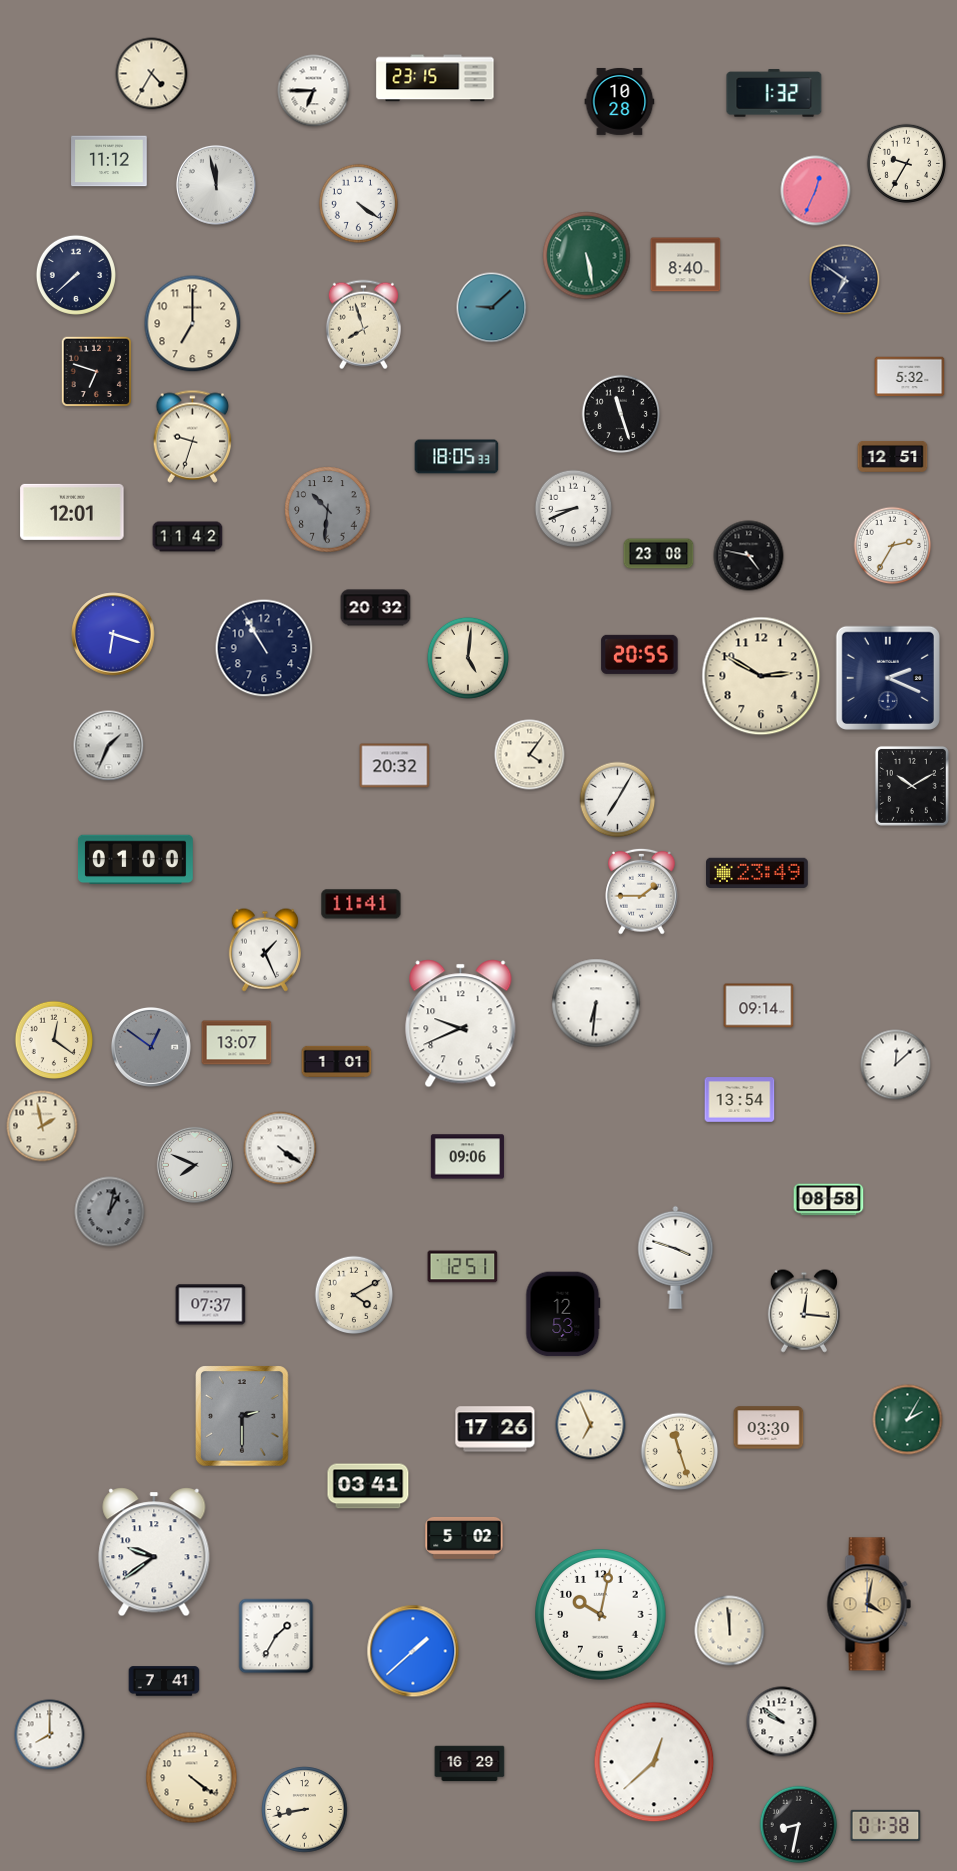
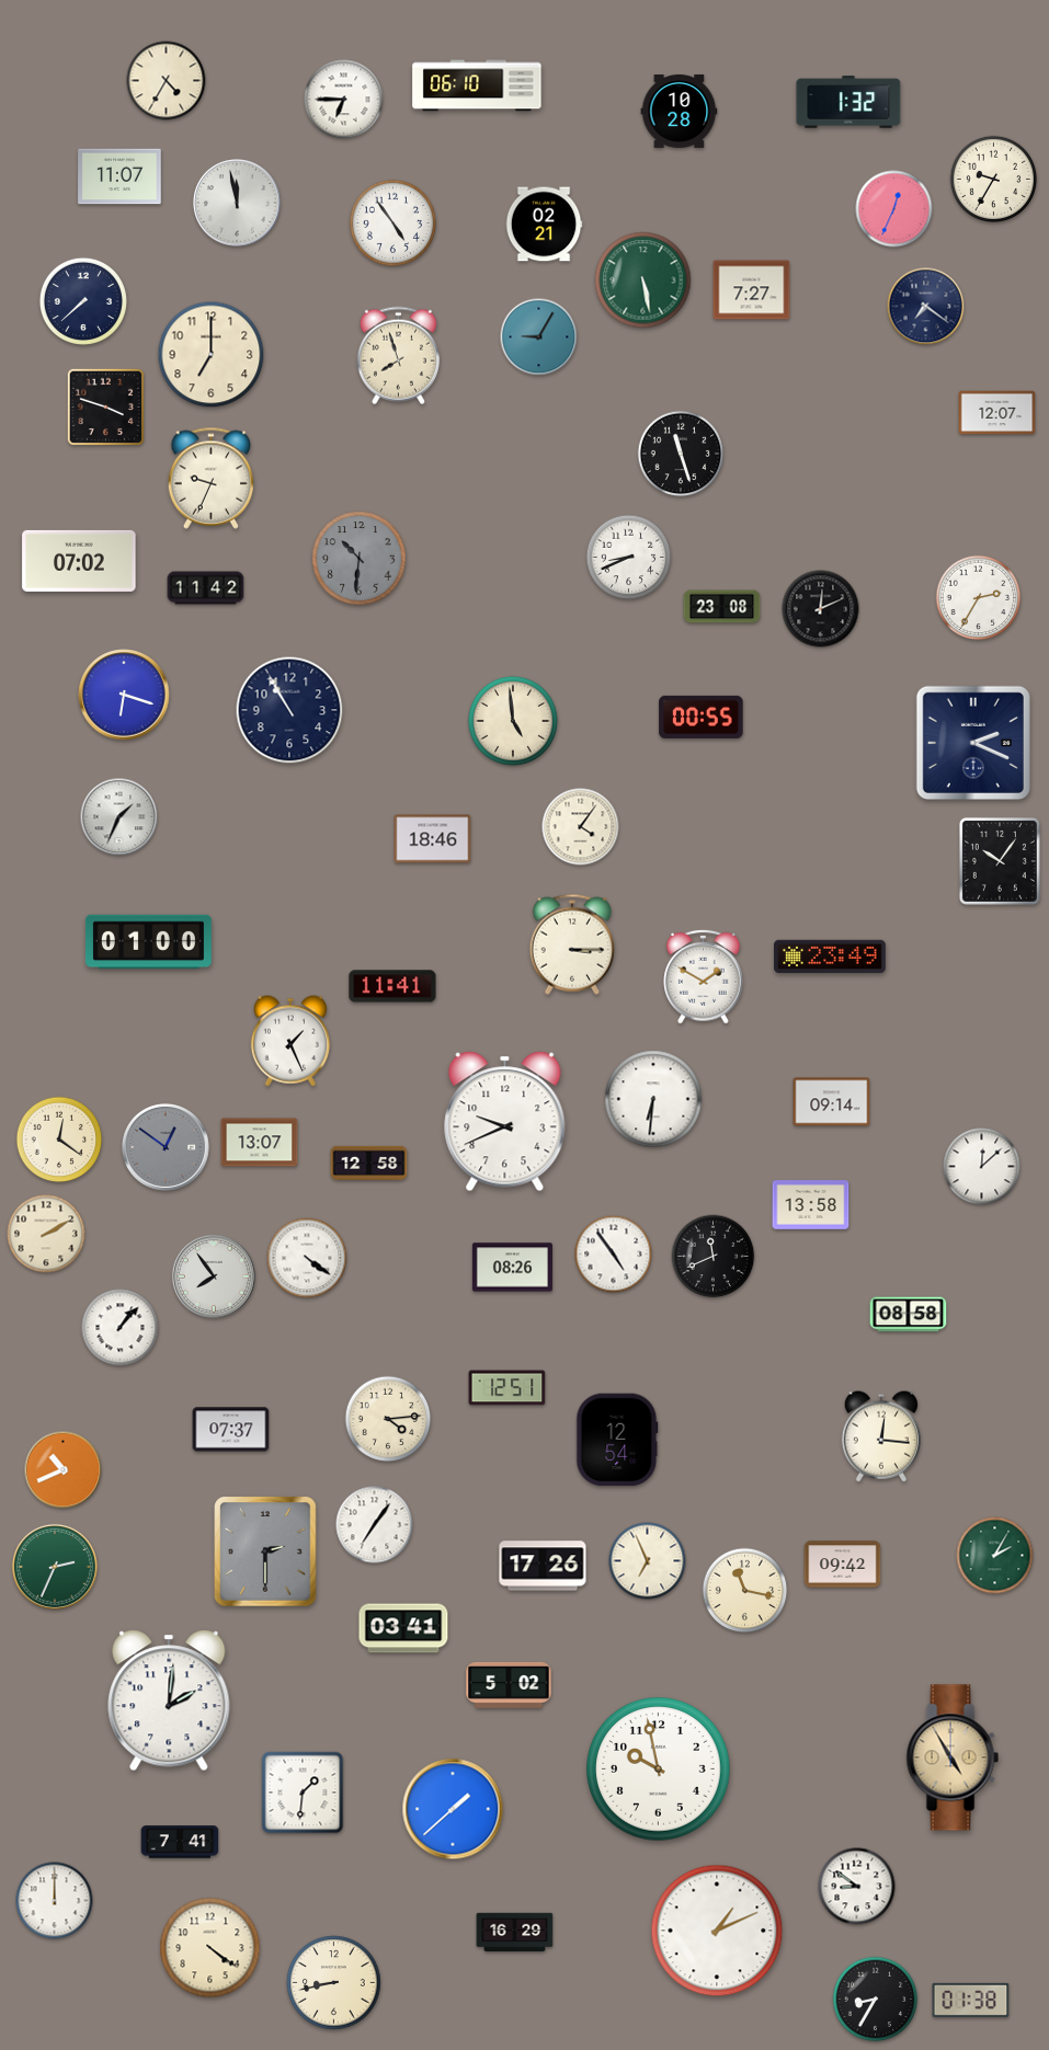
clock at (435, 78): 23:15 -> 06:10
clock at (109, 161): 11:12 -> 11:07
clock at (358, 203): 4:21 -> 4:54
clock at (544, 225): none -> 02:21
clock at (686, 265): 8:40 -> 7:27
clock at (845, 280): 6:51 -> 7:21
clock at (492, 308): 9:08 -> 9:05
clock at (97, 372): 6:48 -> 3:48
clock at (910, 377): 5:32 -> 12:07
clock at (193, 436): 9:33 -> 9:34
clock at (893, 456): 12:51 -> none
clock at (457, 457): 18:05 -> none
clock at (72, 512): 12:01 -> 07:02
clock at (749, 556): 4:47 -> 12:11
clock at (376, 608): 20:32 -> none
clock at (640, 654): 20:55 -> 00:55
clock at (468, 658): 5:01 -> 4:59
clock at (761, 676): 2:50 -> none
clock at (395, 766): 20:32 -> 18:46
clock at (912, 786): 10:10 -> 10:06
clock at (618, 800): 7:05 -> none
clock at (571, 944): none -> 3:15
clock at (642, 891): 1:45 -> 1:50
clock at (361, 904) position: (361, 904) -> (392, 986)
clock at (337, 1061): 1:01 -> 12:58
clock at (740, 1100): 13:54 -> 13:58
clock at (42, 1126): 1:58 -> 2:10
clock at (614, 1255): none -> 4:54
clock at (714, 1257): none -> 11:41
clock at (467, 1157): 09:06 -> 08:26
clock at (195, 1165): 7:49 -> 7:54
clock at (110, 1212): 1:02 -> 1:07
clock at (110, 1212) dial: grey -> white
clock at (676, 1257): 3:48 -> none
clock at (354, 1295): 4:10 -> 4:14
clock at (563, 1314): 12:53 -> 12:54
clock at (64, 1470): none -> 10:41
clock at (375, 1525): none -> 7:06
clock at (769, 1428): 03:30 -> 09:42
clock at (55, 1567): none -> 2:34
clock at (680, 1452): 11:27 -> 11:17
clock at (154, 1552): 9:39 -> 2:01
clock at (869, 1604): 4:02 -> 4:55
clock at (601, 1615): 10:02 -> 9:58
clock at (730, 1631): 11:59 -> none
clock at (276, 1636): 1:35 -> 1:31
clock at (782, 1722): 9:51 -> 8:51
clock at (50, 1735): 8:00 -> 12:00
clock at (654, 1762): 12:38 -> 1:11
clock at (799, 1825): 8:32 -> 8:35
